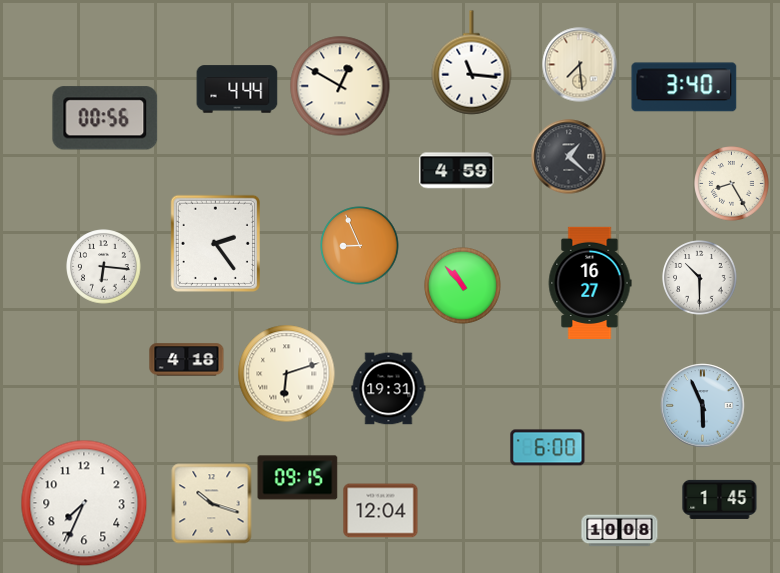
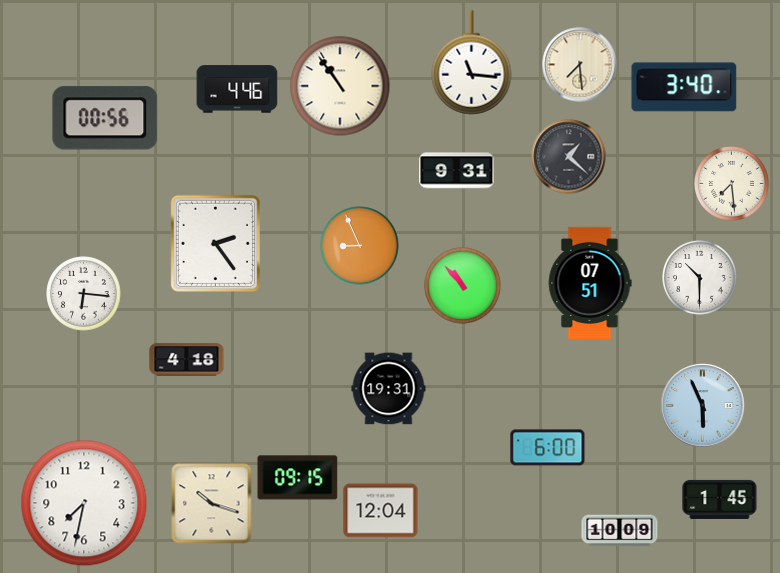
clock at (340, 86): 12:50 -> 10:54
clock at (237, 89): 4:44 -> 4:46
clock at (457, 171): 4:59 -> 9:31
clock at (732, 184): 8:25 -> 7:29
clock at (104, 267) position: (104, 267) -> (84, 294)
clock at (590, 282): 16:27 -> 07:51
clock at (287, 374): 6:12 -> none
clock at (84, 503): 7:34 -> 7:32
clock at (620, 531): 10:08 -> 10:09
